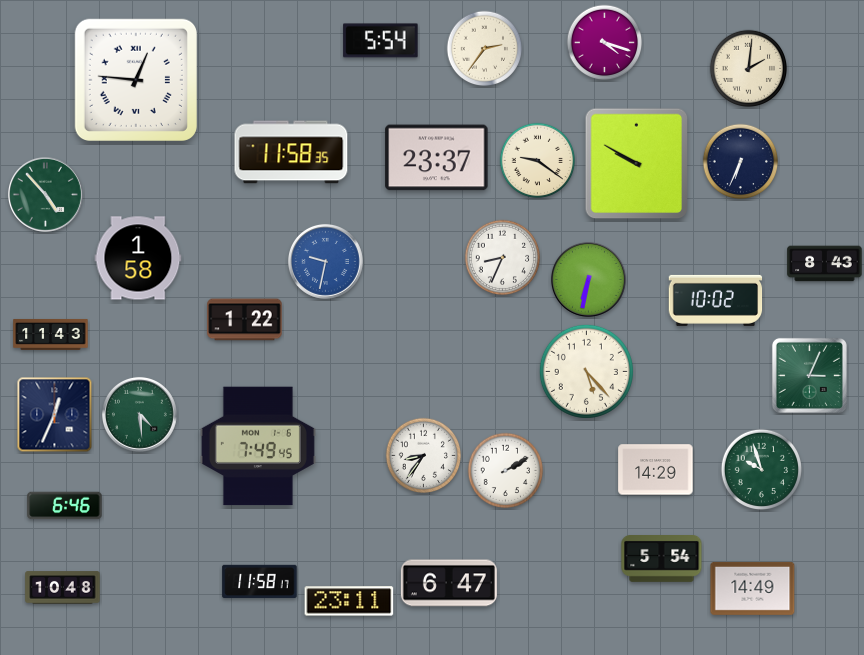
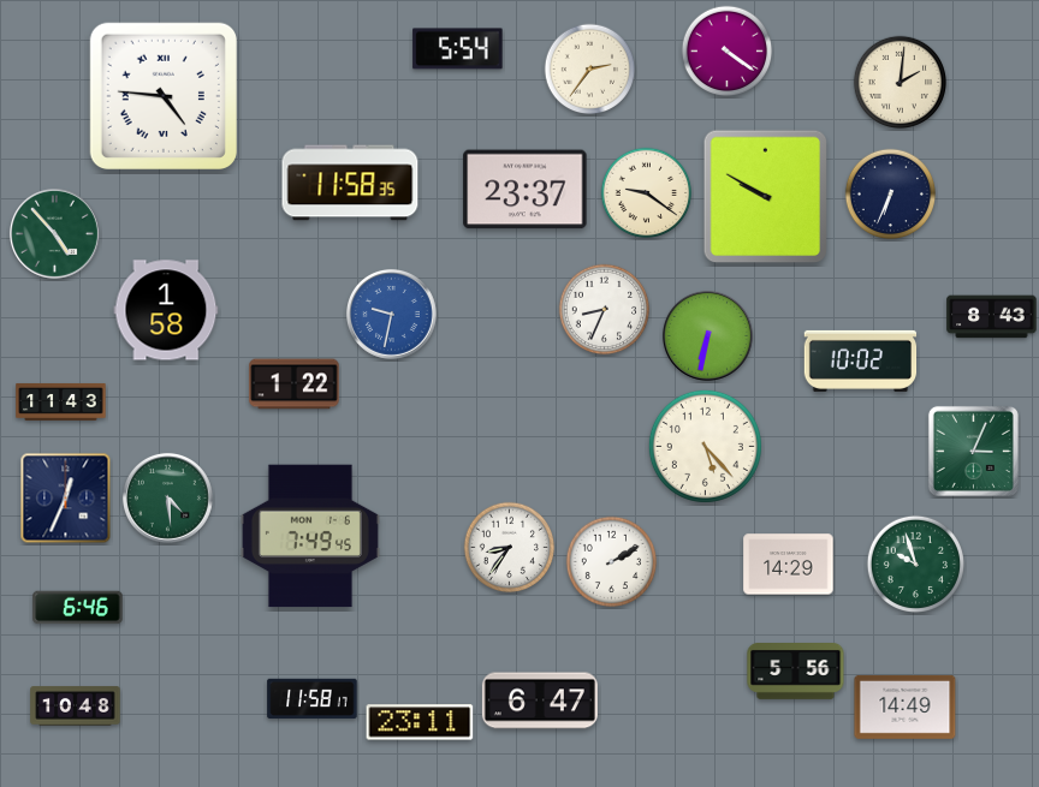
clock at (605, 43): 4:18 -> 4:21
clock at (485, 49) position: (485, 49) -> (590, 70)
clock at (136, 80): 12:46 -> 4:46
clock at (506, 471) position: (506, 471) -> (612, 562)
clock at (662, 559): 5:54 -> 5:56
